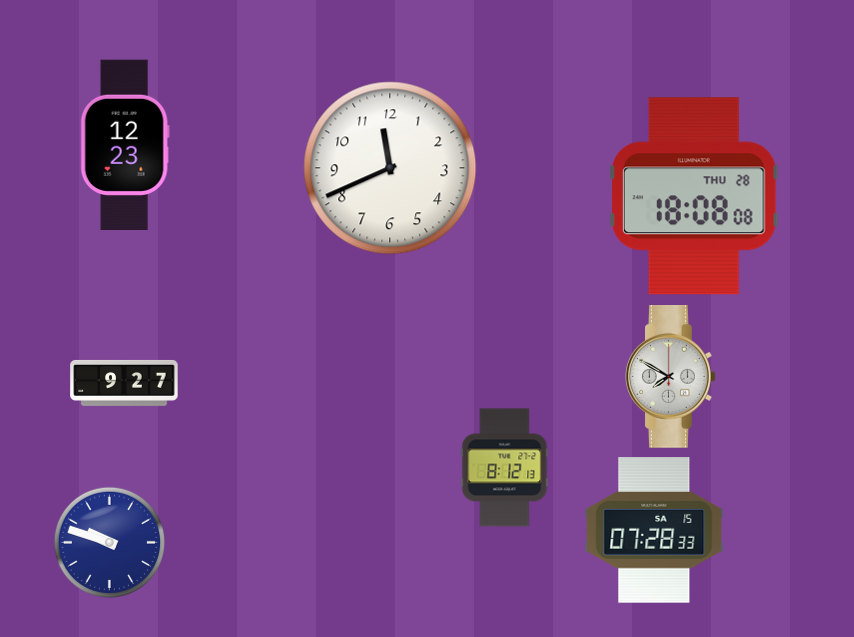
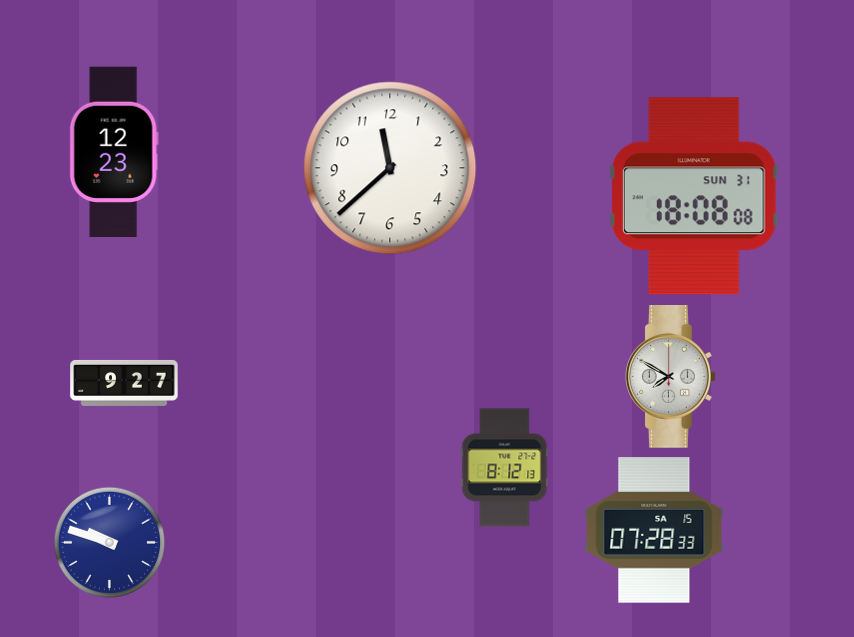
clock at (125, 144) position: (125, 144) -> (114, 151)
clock at (390, 168): 11:41 -> 11:38
clock at (695, 196) date: THU 28 -> SUN 31
